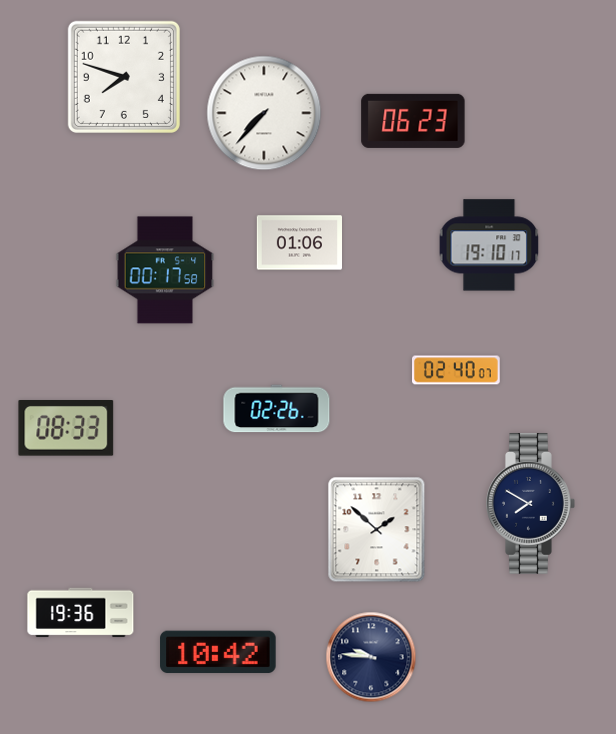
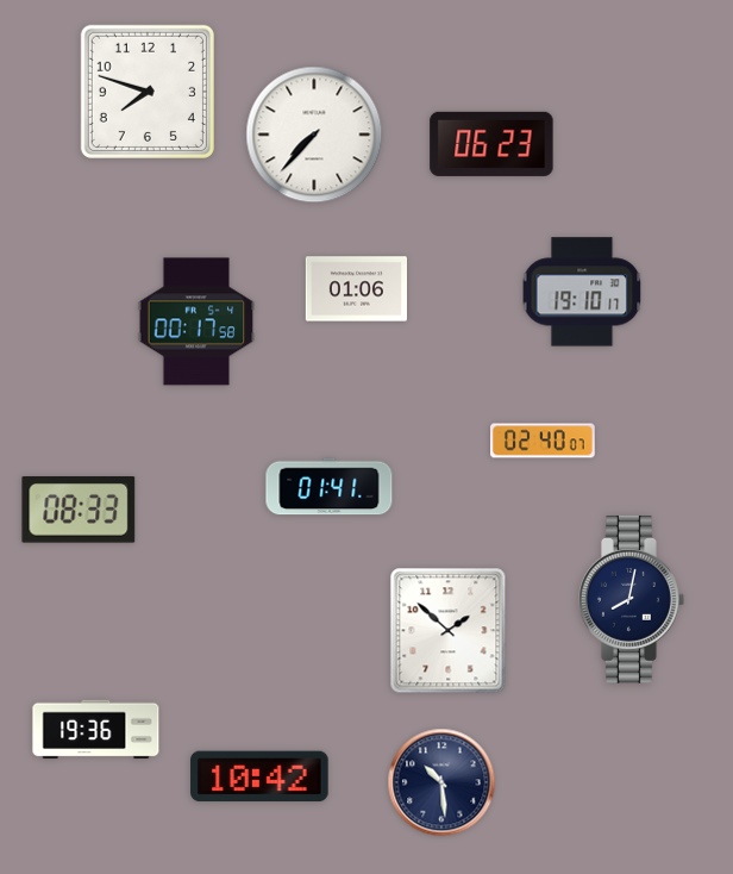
clock at (277, 409): 02:26 -> 01:41
clock at (531, 503): 7:50 -> 8:02
clock at (371, 657): 9:46 -> 10:29
